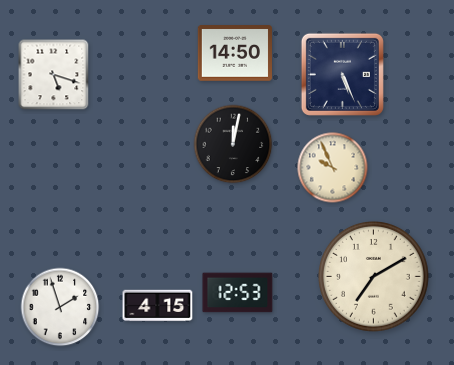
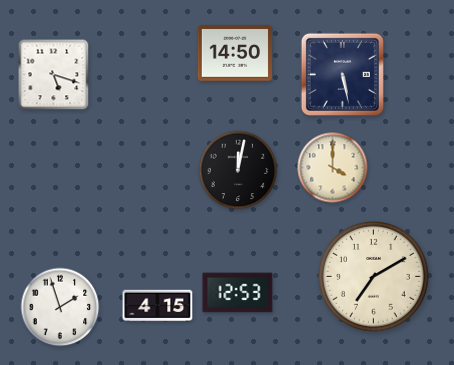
clock at (342, 74): 5:26 -> 5:28
clock at (233, 144) position: (233, 144) -> (238, 170)
clock at (333, 168): 9:56 -> 4:00
